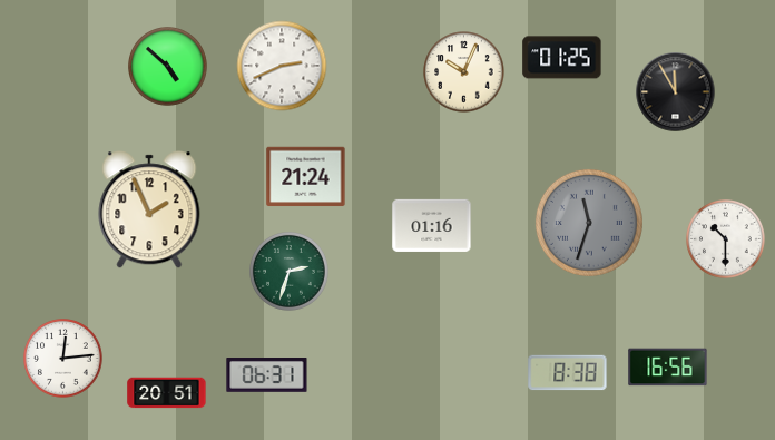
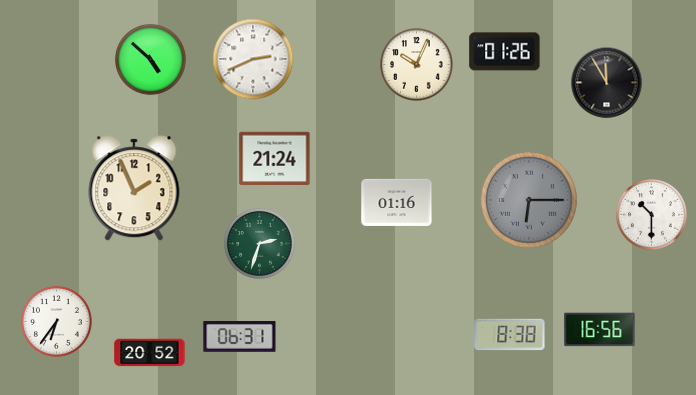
clock at (562, 58): 01:25 -> 01:26
clock at (589, 223): 11:33 -> 6:15
clock at (432, 225) position: (432, 225) -> (397, 202)
clock at (63, 359): 12:14 -> 6:36
clock at (167, 393): 20:51 -> 20:52
